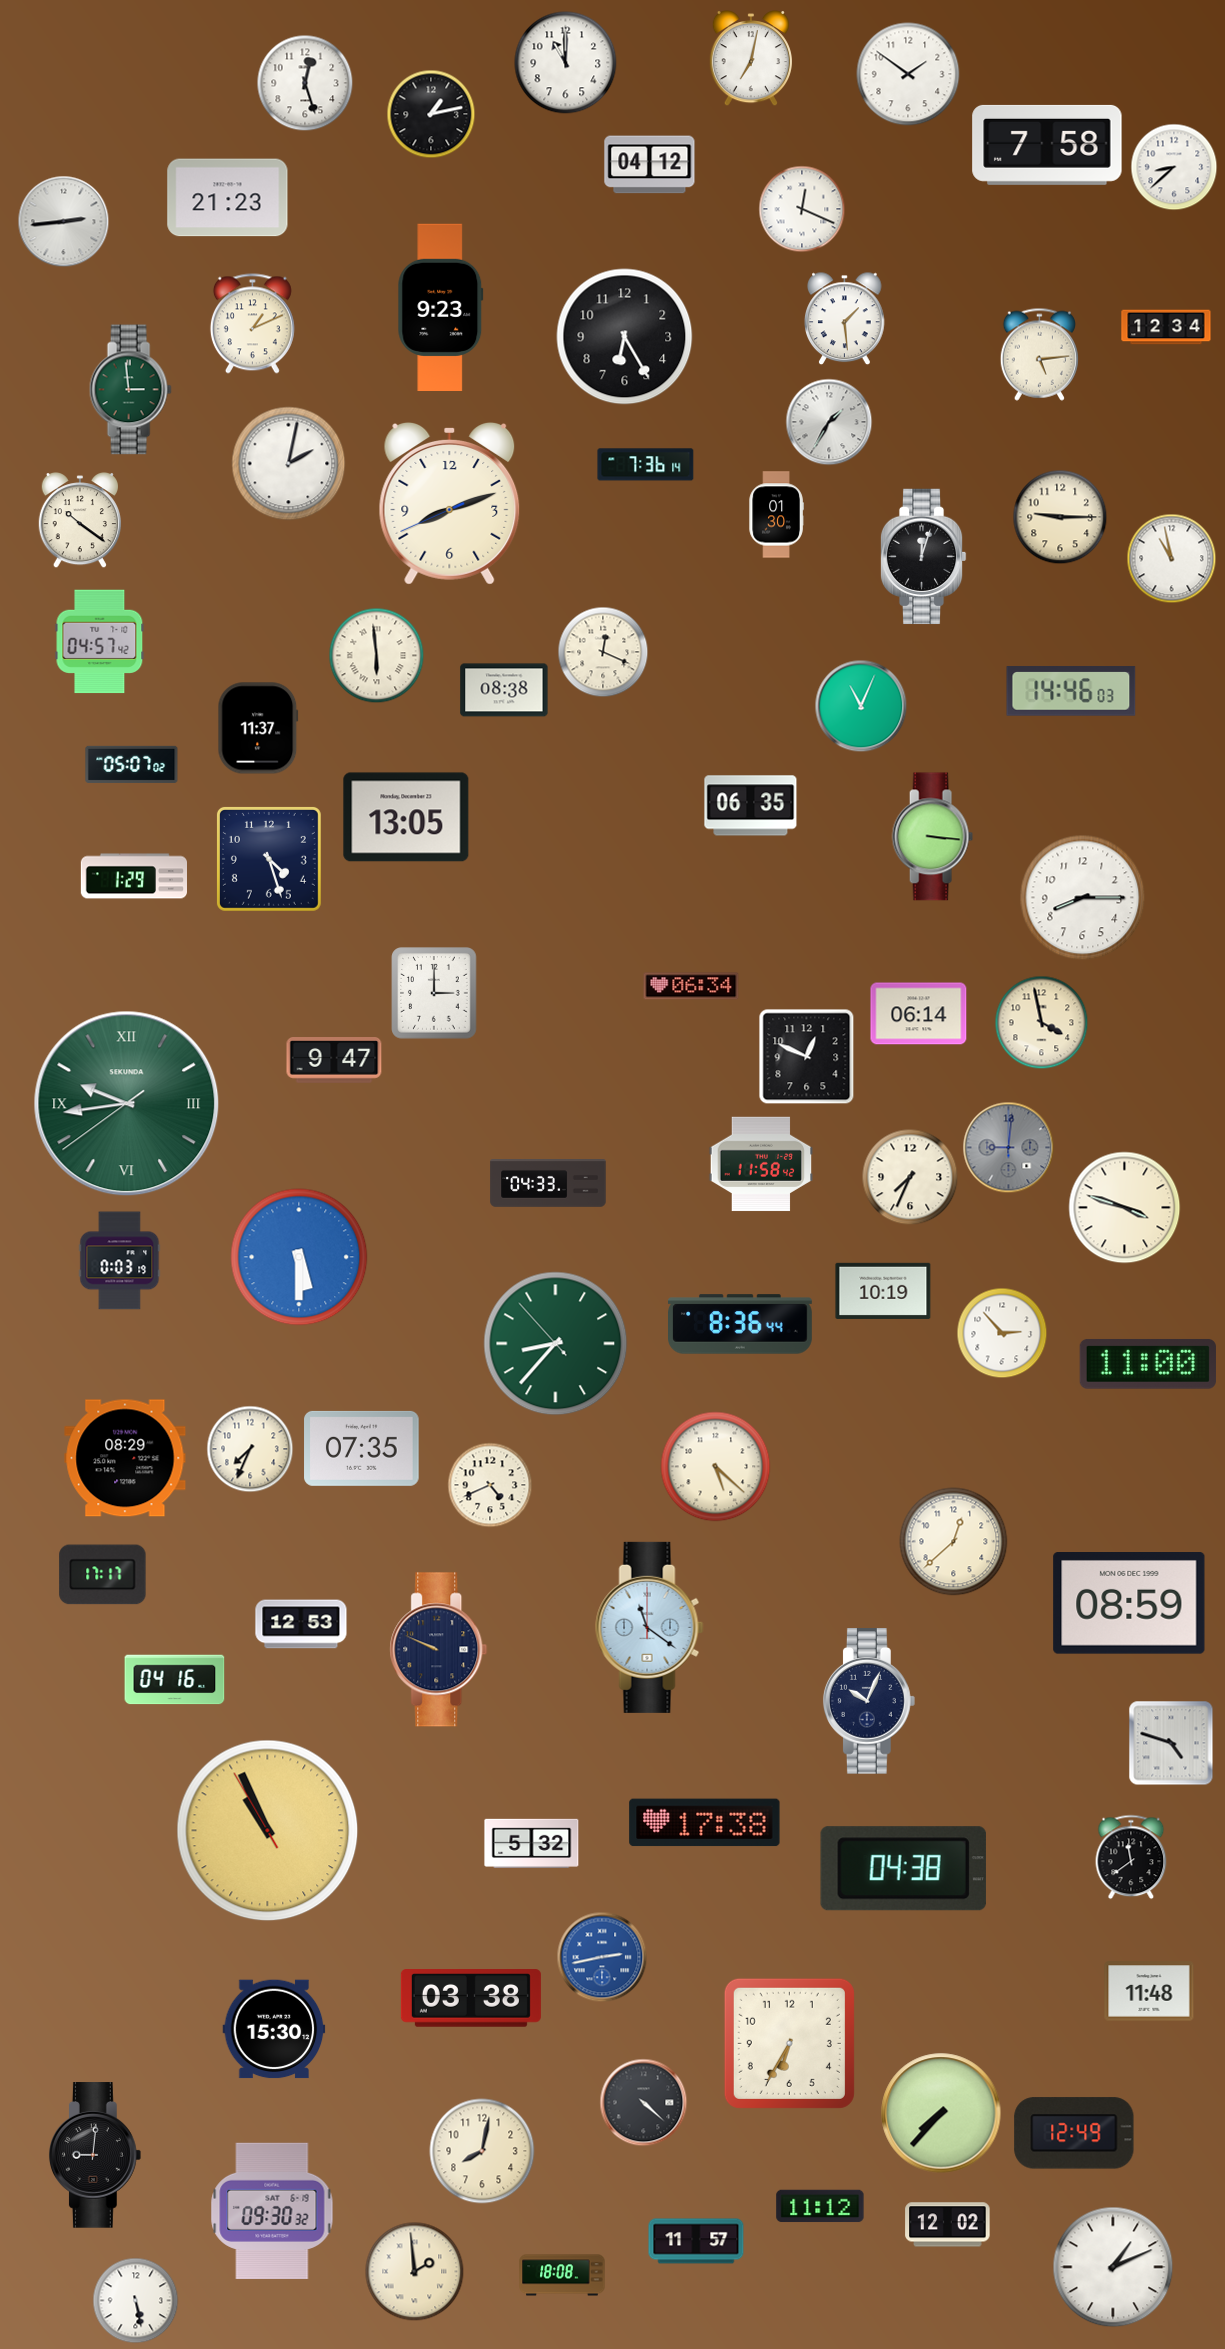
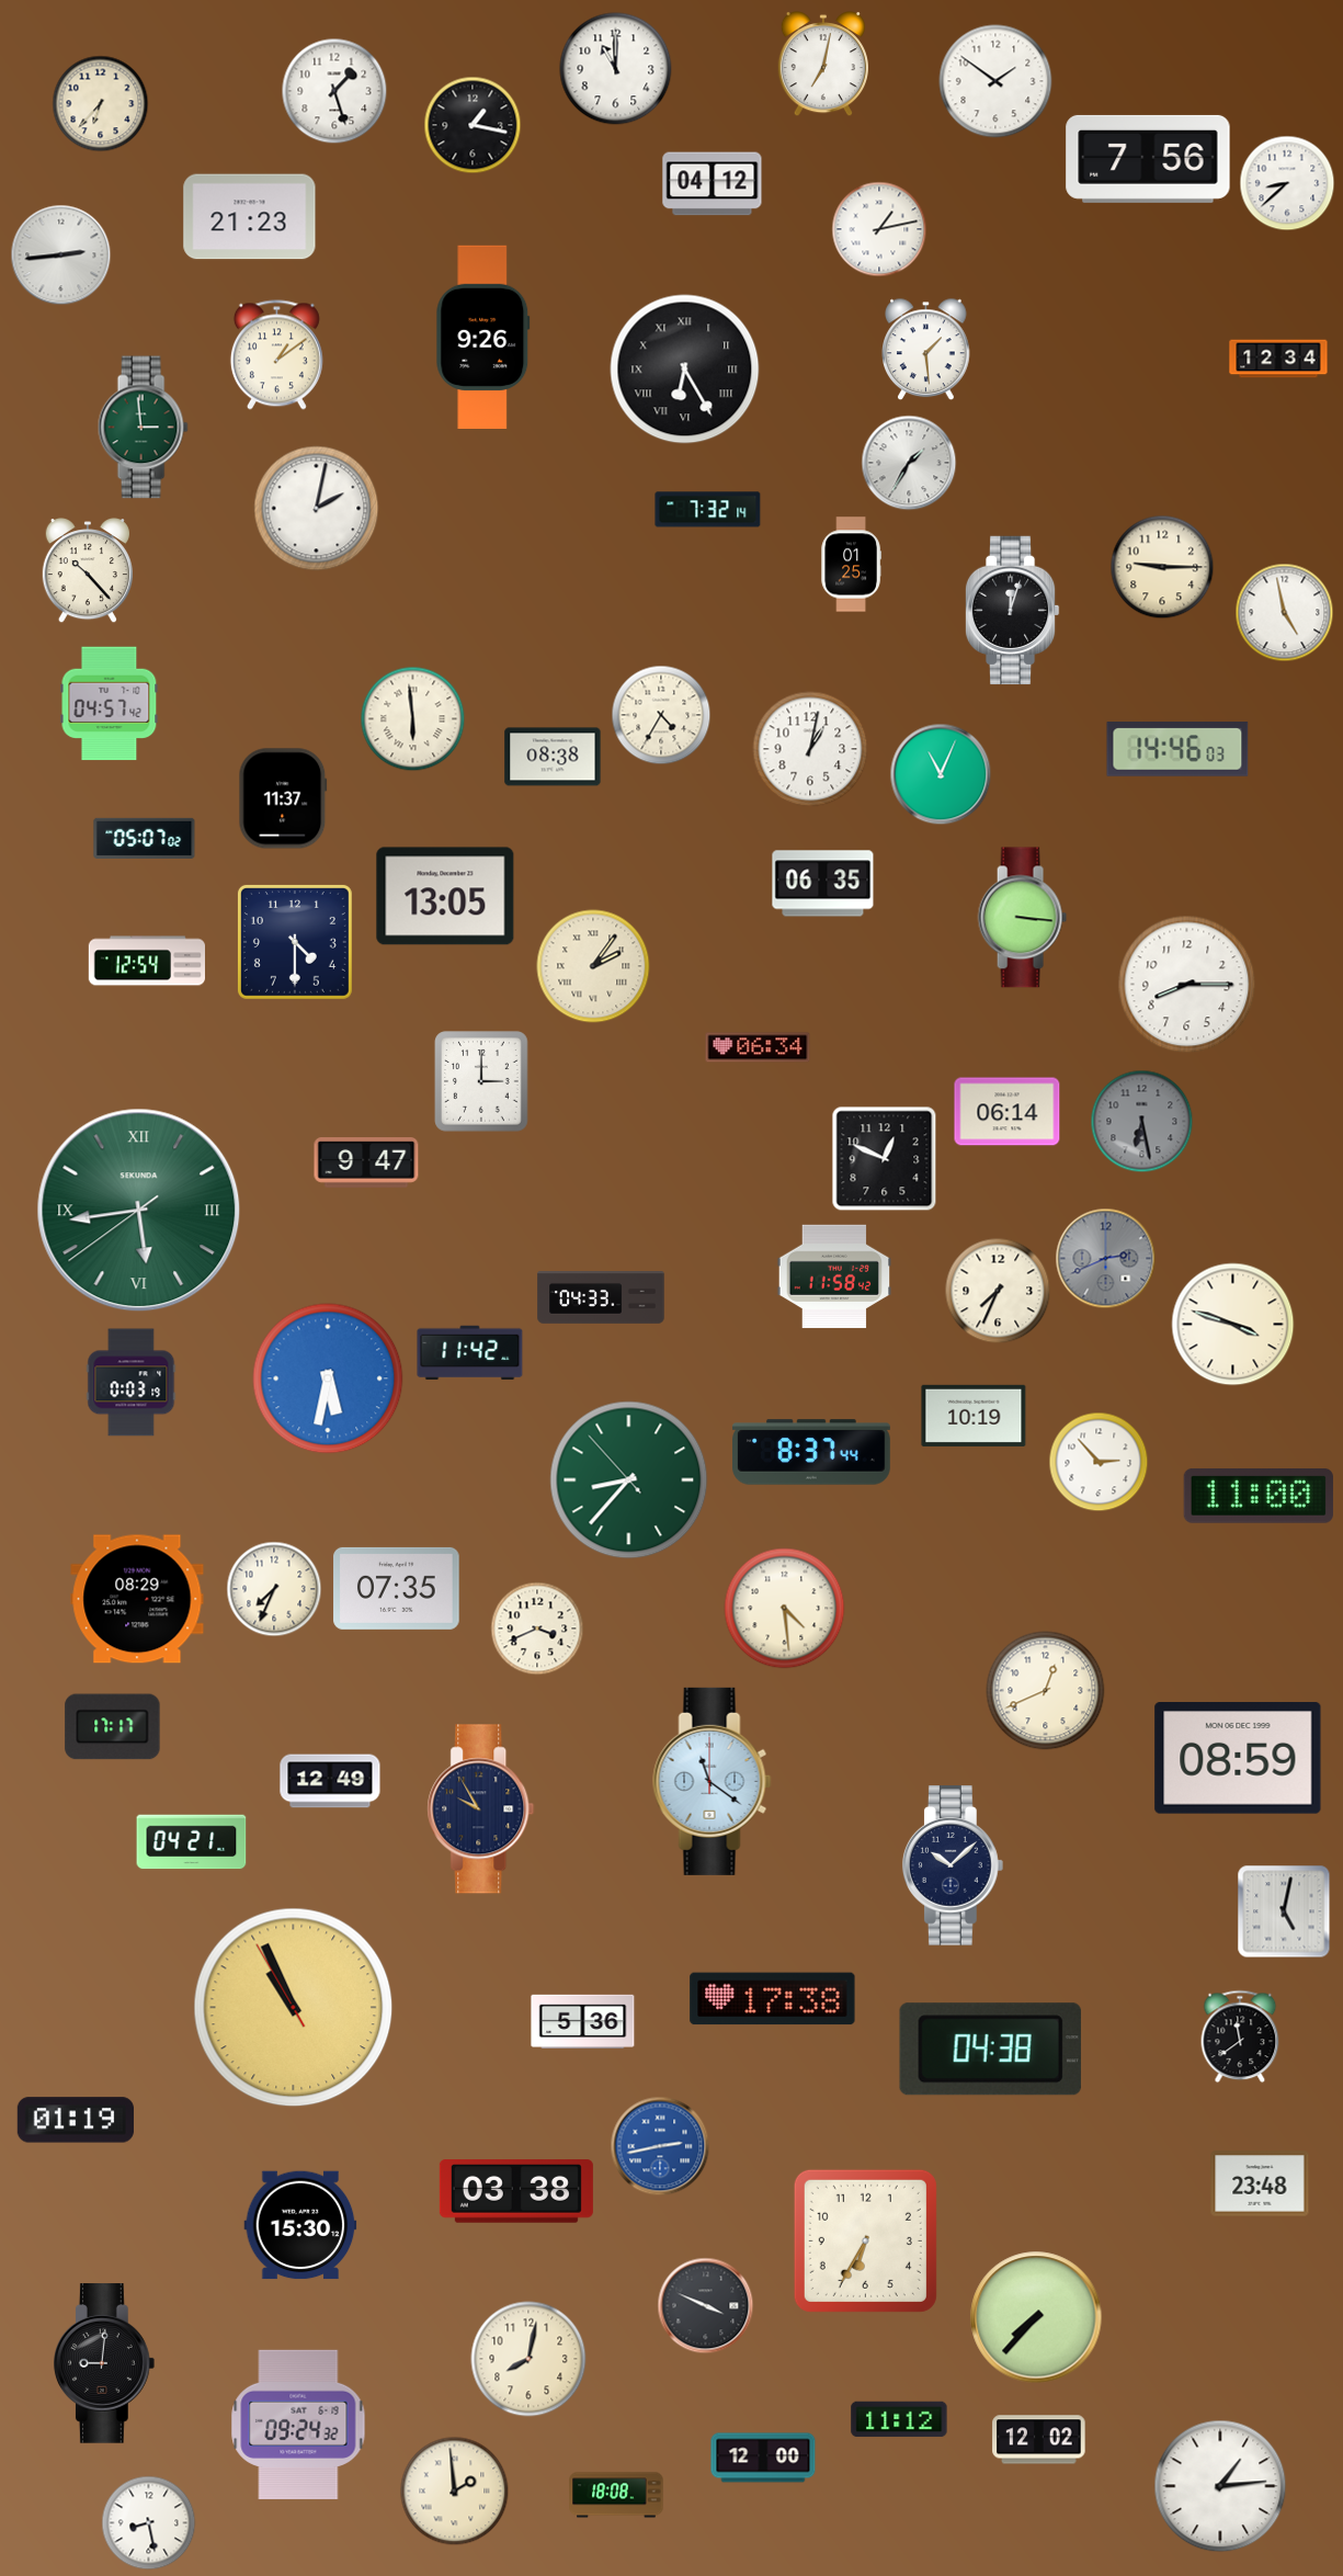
clock at (566, 63) position: (566, 63) -> (616, 69)
clock at (305, 83): 12:27 -> 1:27
clock at (101, 104): none -> 6:37
clock at (431, 114): 1:13 -> 1:17
clock at (1047, 145): 7:58 -> 7:56
clock at (650, 165) position: (650, 165) -> (713, 184)
clock at (802, 209): 12:19 -> 1:13
clock at (64, 222) position: (64, 222) -> (61, 256)
clock at (441, 307): 9:23 -> 9:26
clock at (252, 324): 1:11 -> 1:09
clock at (625, 337) numerals: Arabic -> Roman
clock at (1039, 354): 5:14 -> none
clock at (646, 465): 7:36 -> 7:32
clock at (450, 504): 8:11 -> none
clock at (776, 515): 01:30 -> 01:25
clock at (80, 521): 10:21 -> 10:23
clock at (1172, 559): 10:58 -> 4:58
clock at (603, 652): 12:19 -> 4:35
clock at (810, 749): none -> 1:02
clock at (1071, 691) position: (1071, 691) -> (1177, 749)
clock at (861, 706) position: (861, 706) -> (941, 774)
clock at (269, 859): 4:27 -> 4:30
clock at (133, 876): 1:29 -> 12:54
clock at (593, 966): none -> 2:06
clock at (691, 986) position: (691, 986) -> (758, 1047)
clock at (434, 993) position: (434, 993) -> (481, 1081)
clock at (1042, 1023): 3:58 -> 6:28
clock at (1042, 1023) dial: cream -> grey
clock at (127, 1104): 9:43 -> 5:43
clock at (1009, 1148): 9:01 -> 2:41
clock at (470, 1353): none -> 11:42
clock at (299, 1257): 5:30 -> 5:32
clock at (883, 1291) position: (883, 1291) -> (974, 1416)
clock at (741, 1324): 8:36 -> 8:37
clock at (556, 1344) position: (556, 1344) -> (629, 1480)
clock at (716, 1467): 5:22 -> 4:29
clock at (490, 1485): 4:41 -> 3:41
clock at (954, 1542): 12:38 -> 12:41
clock at (301, 1624): 12:53 -> 12:49
clock at (650, 1627) position: (650, 1627) -> (713, 1781)
clock at (439, 1650): 9:49 -> 9:55
clock at (175, 1680): 04:16 -> 04:21
clock at (869, 1701): 10:04 -> 10:08
clock at (1171, 1743): 4:48 -> 5:02
clock at (532, 1843): 5:32 -> 5:36
clock at (76, 2120): none -> 01:19
clock at (1149, 1991): 11:48 -> 23:48
clock at (644, 2103): 4:22 -> 3:49
clock at (941, 2113) position: (941, 2113) -> (1036, 2317)
clock at (1074, 2133): 12:49 -> none
clock at (272, 2210): 09:30 -> 09:24
clock at (696, 2241): 11:57 -> 12:00
clock at (1113, 2267): 1:11 -> 1:14
clock at (136, 2301): 5:28 -> 8:28
